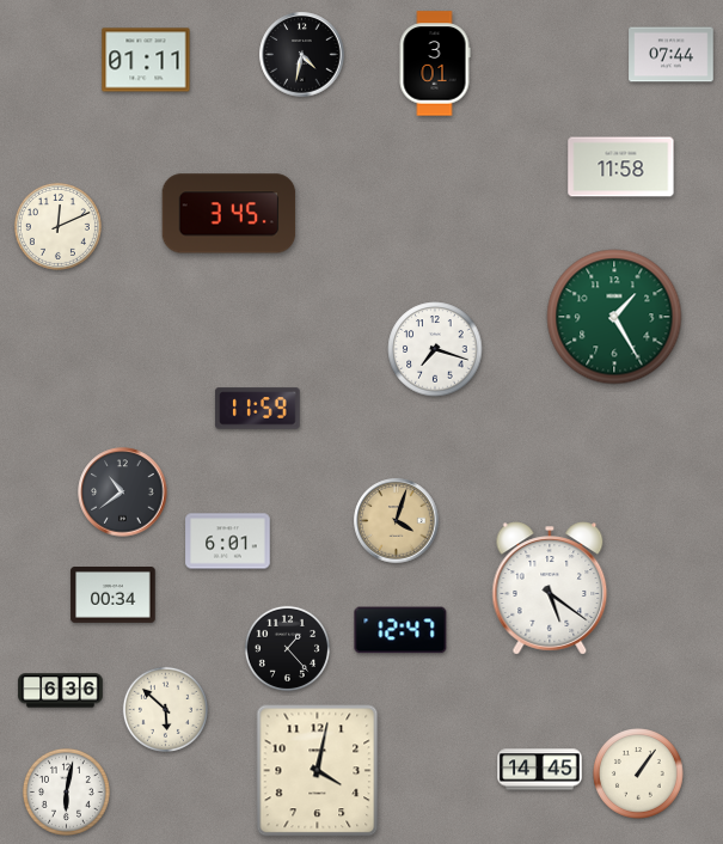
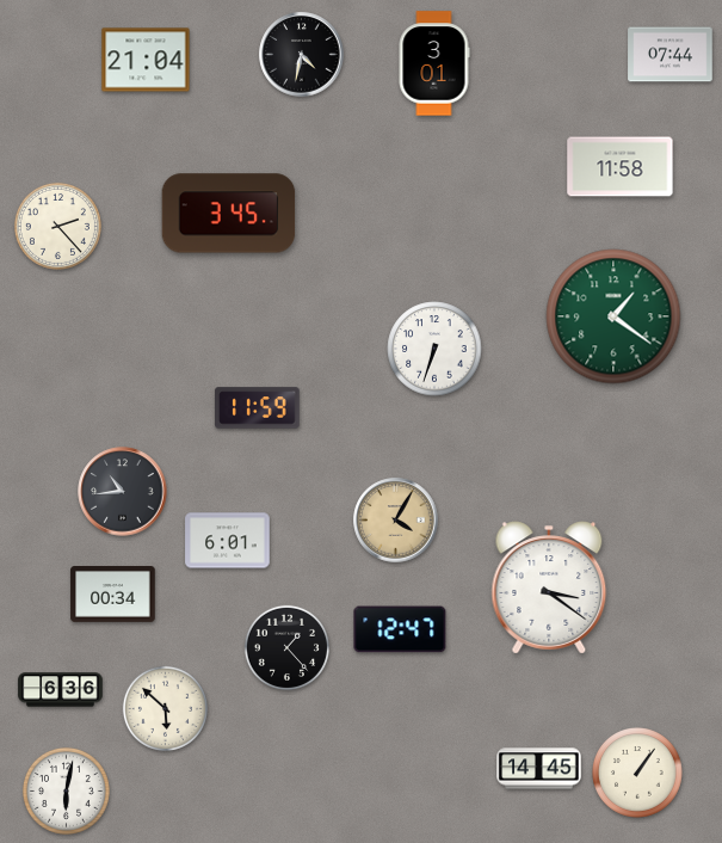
clock at (146, 60): 01:11 -> 21:04
clock at (57, 226): 12:11 -> 2:23
clock at (614, 317): 1:25 -> 1:21
clock at (435, 349): 7:18 -> 6:33
clock at (123, 493): 10:39 -> 10:44
clock at (397, 521): 4:03 -> 4:05
clock at (550, 588): 5:21 -> 3:21
clock at (318, 771): 4:02 -> none
